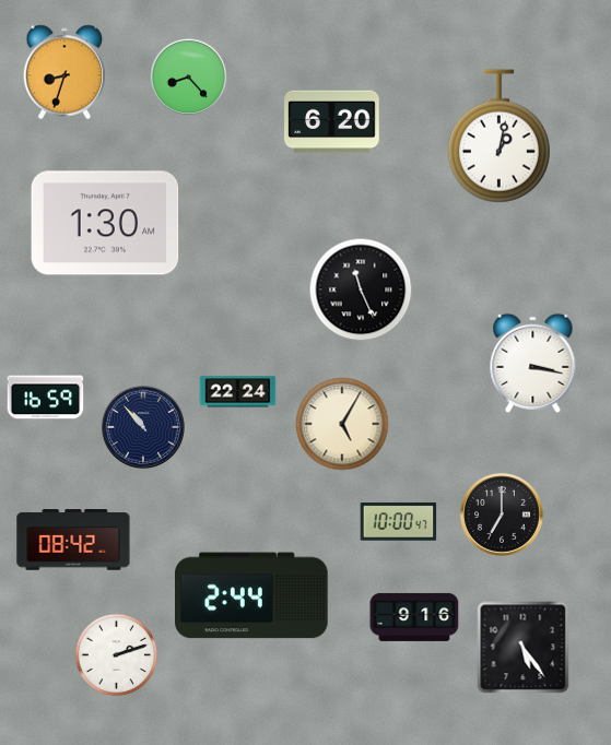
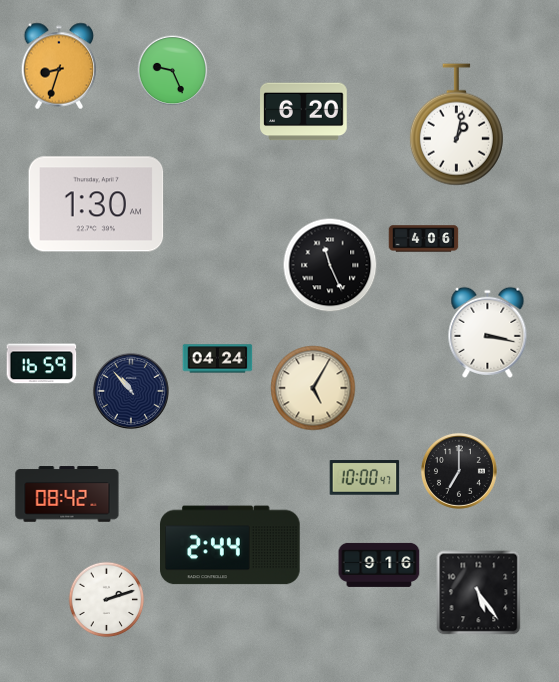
clock at (189, 78): 8:23 -> 9:26
clock at (424, 239): none -> 4:06
clock at (238, 392): 22:24 -> 04:24
